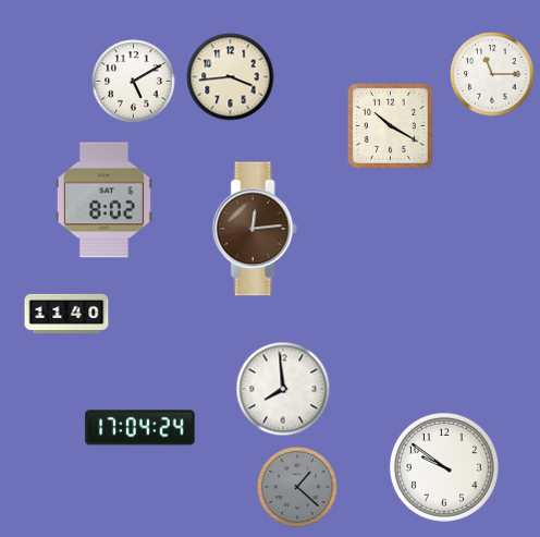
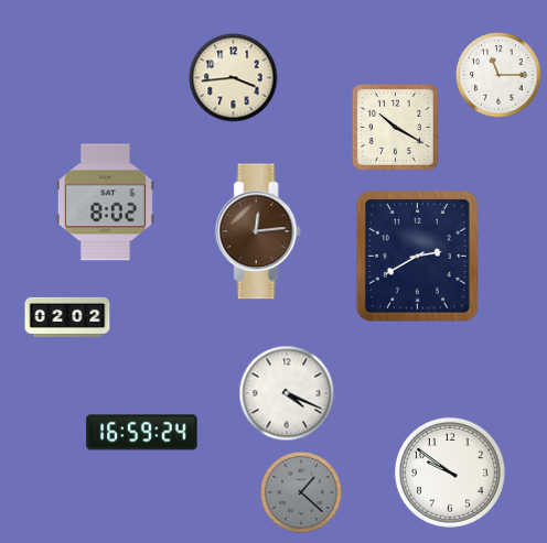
clock at (134, 82): 5:10 -> none
clock at (417, 256): none -> 2:40
clock at (66, 314): 11:40 -> 02:02
clock at (283, 389): 7:59 -> 4:19
clock at (140, 428): 17:04 -> 16:59
